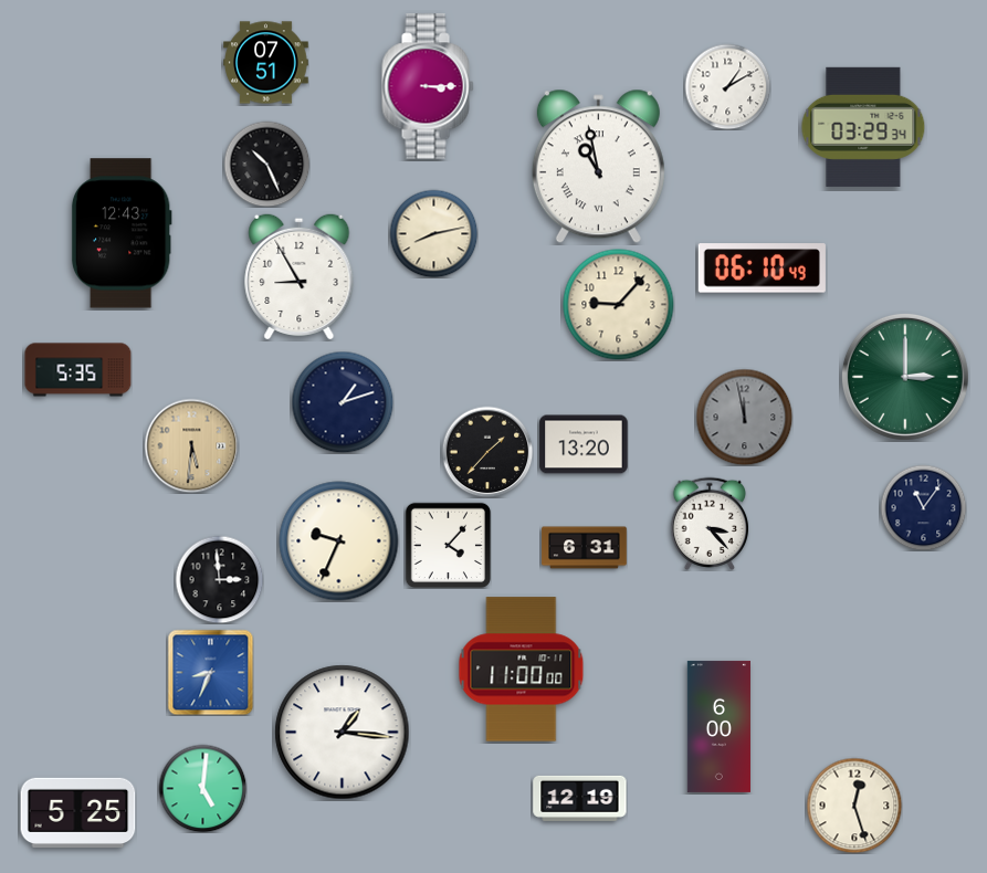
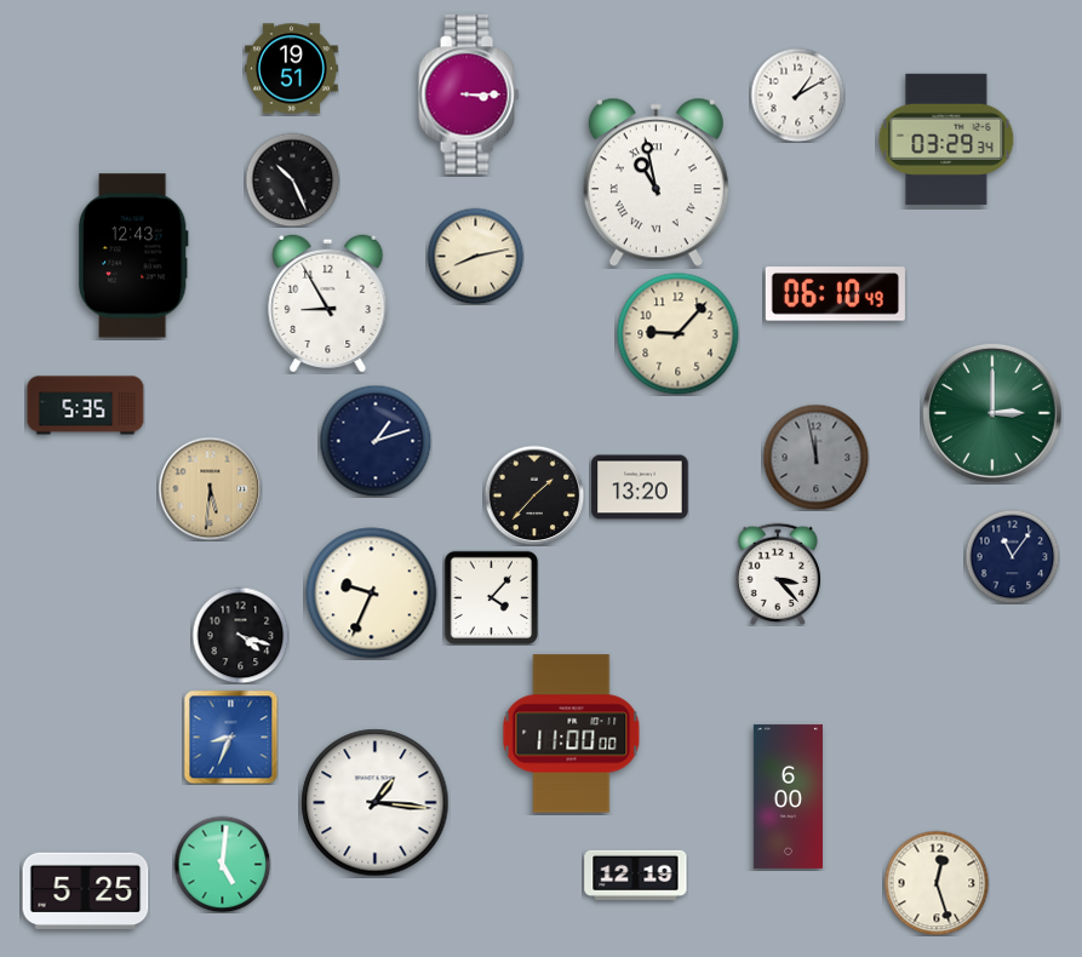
clock at (266, 63): 07:51 -> 19:51
clock at (585, 548): 6:31 -> none
clock at (219, 579): 2:59 -> 4:18
